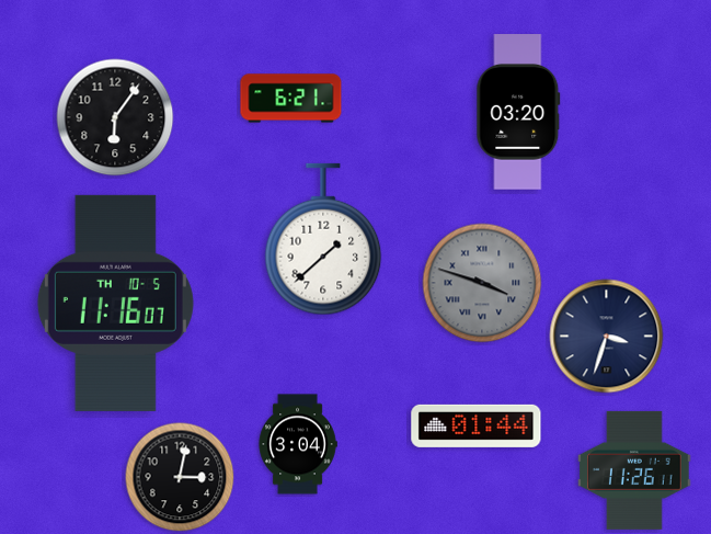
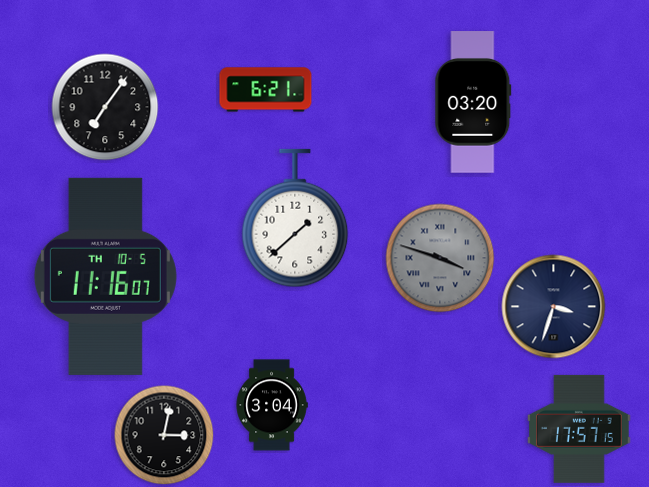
clock at (115, 117): 6:06 -> 7:06
clock at (477, 425): 01:44 -> none
clock at (635, 470): 11:26 -> 17:57
